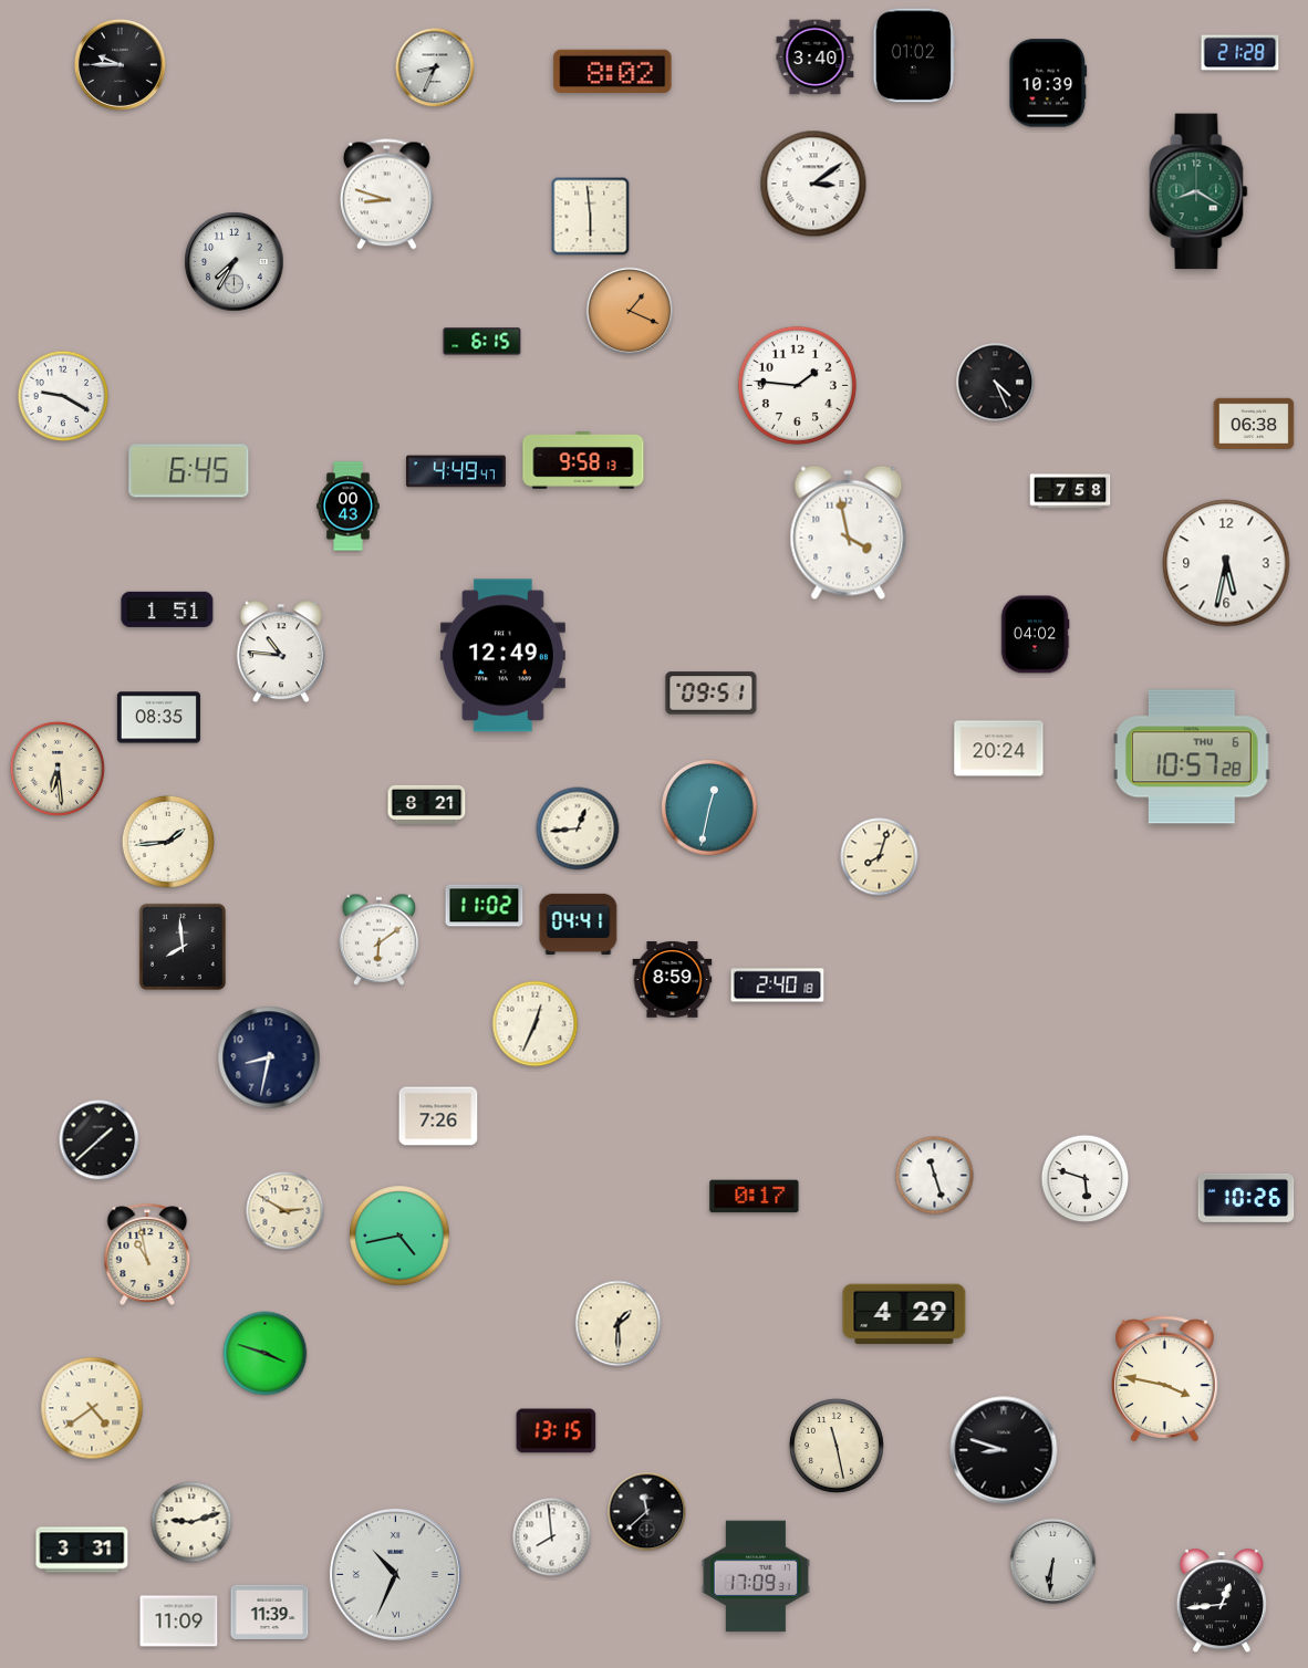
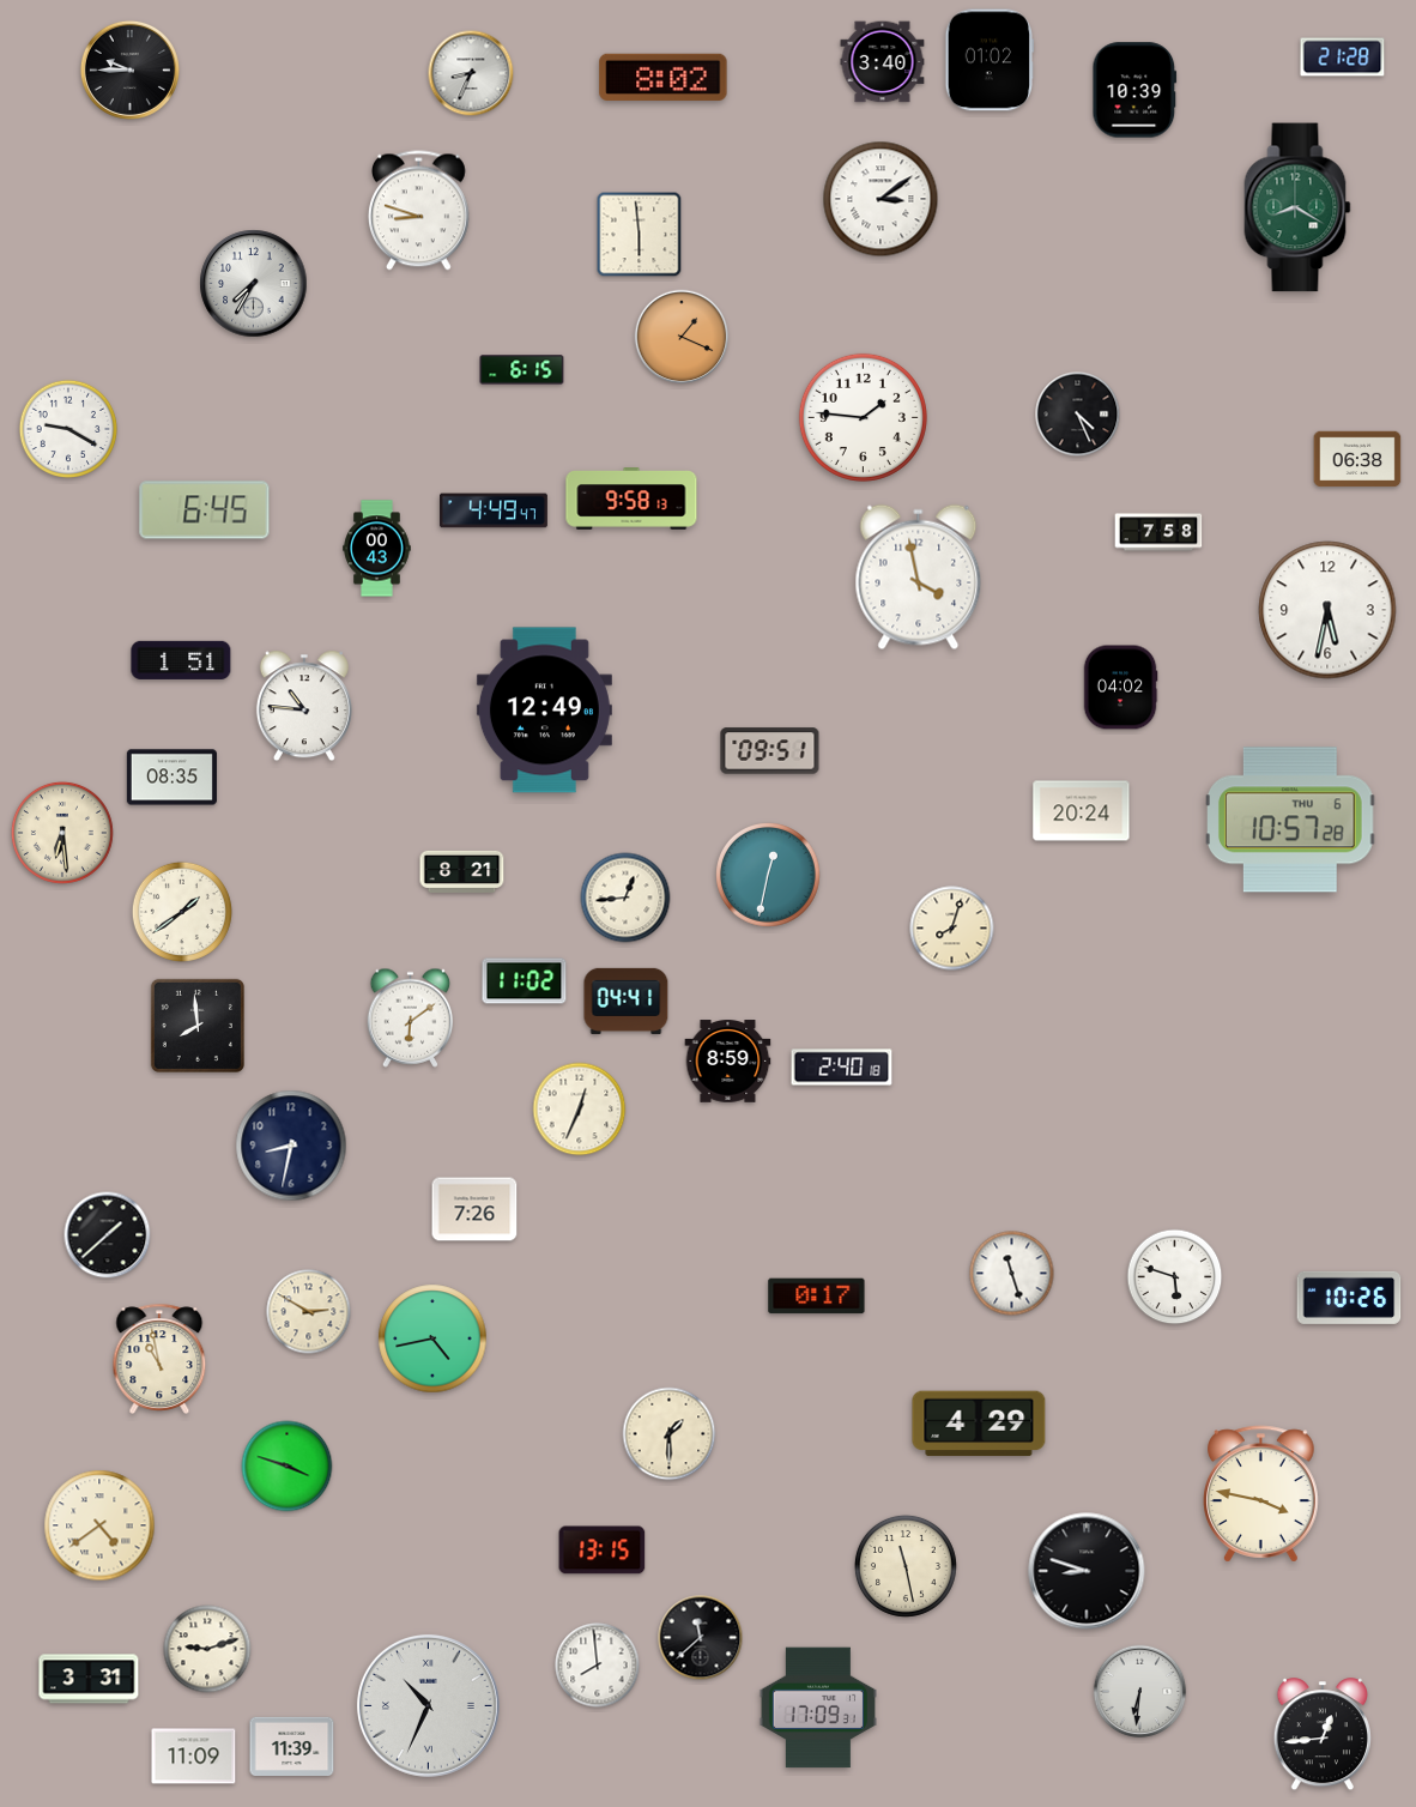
clock at (168, 842): 1:44 -> 1:39
